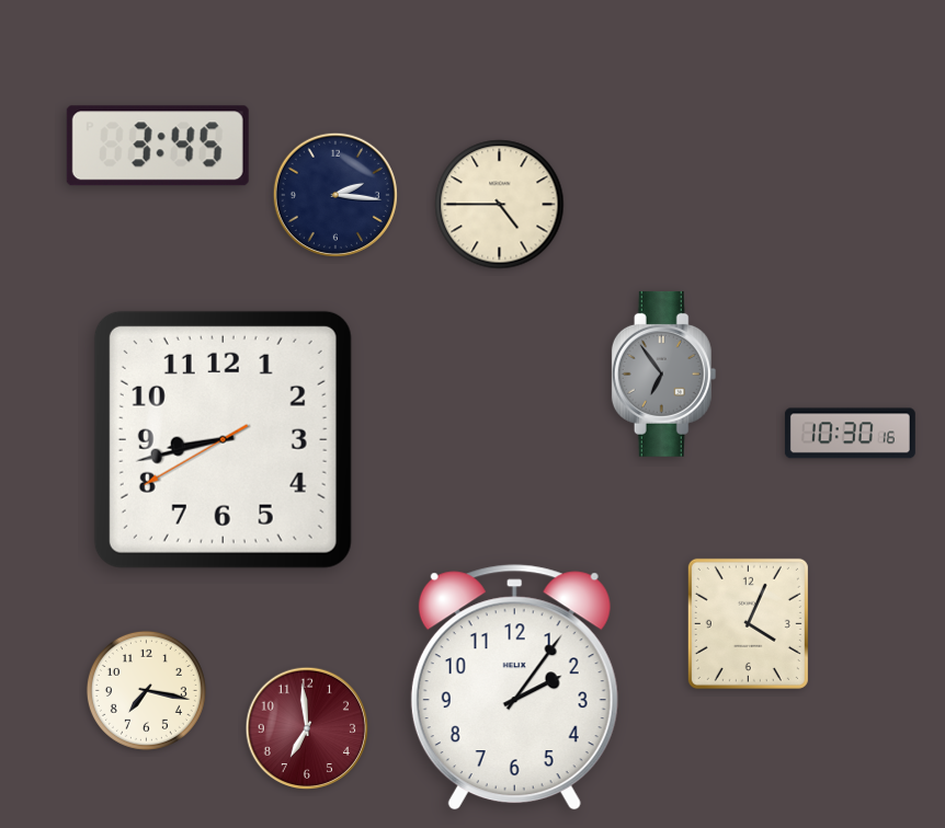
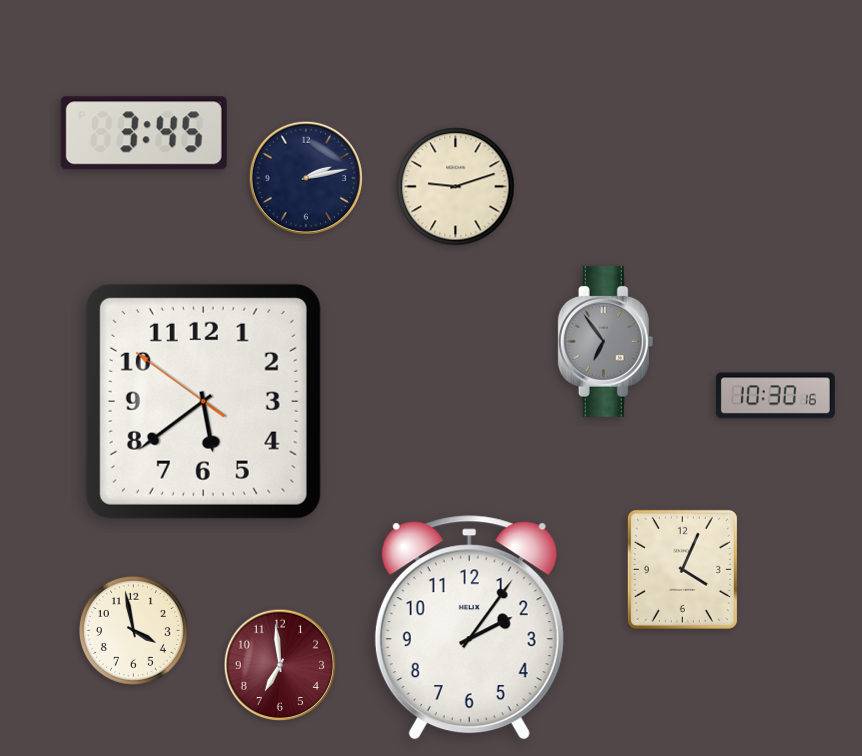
clock at (335, 195): 2:16 -> 2:13
clock at (500, 205): 4:45 -> 9:12
clock at (223, 439): 8:42 -> 5:38
clock at (146, 690): 7:17 -> 3:58
